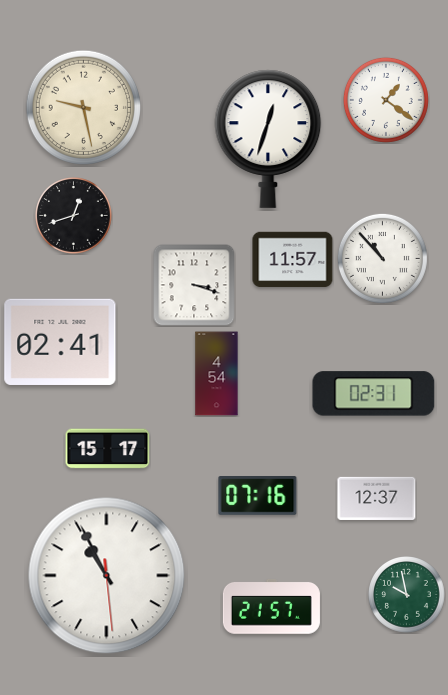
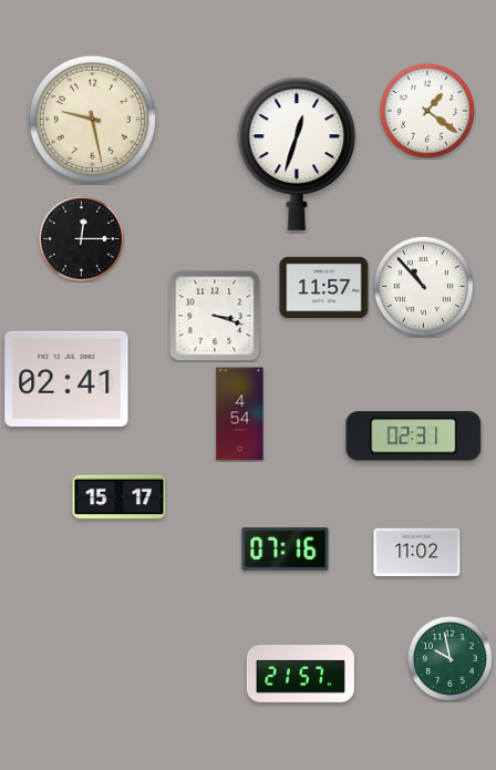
clock at (74, 216): 12:42 -> 12:15
clock at (377, 498): 12:37 -> 11:02
clock at (107, 576): 10:55 -> none
